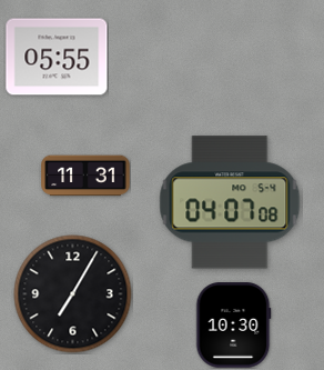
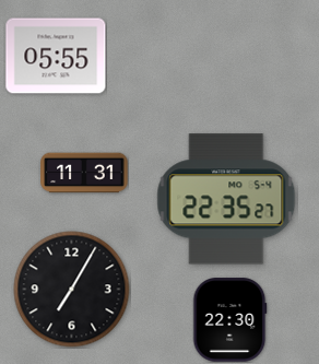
clock at (230, 202): 04:07 -> 22:35
clock at (234, 326): 10:30 -> 22:30
